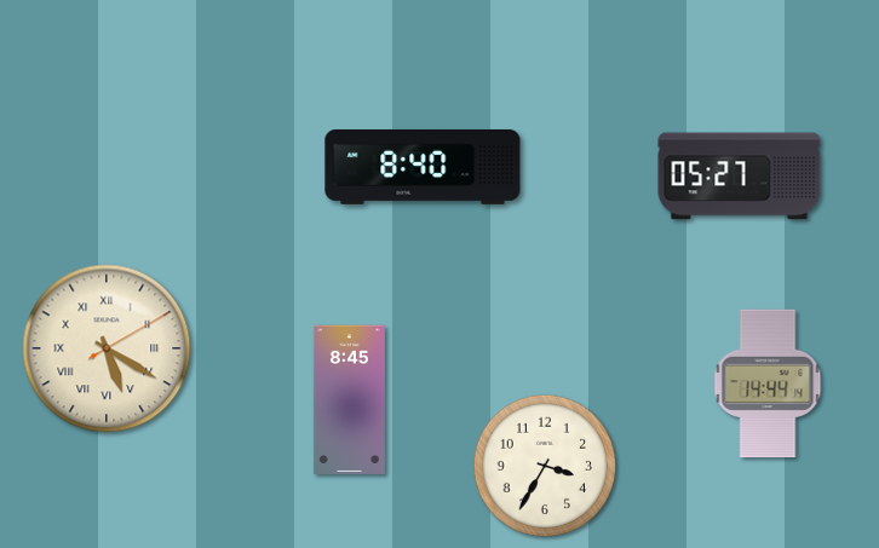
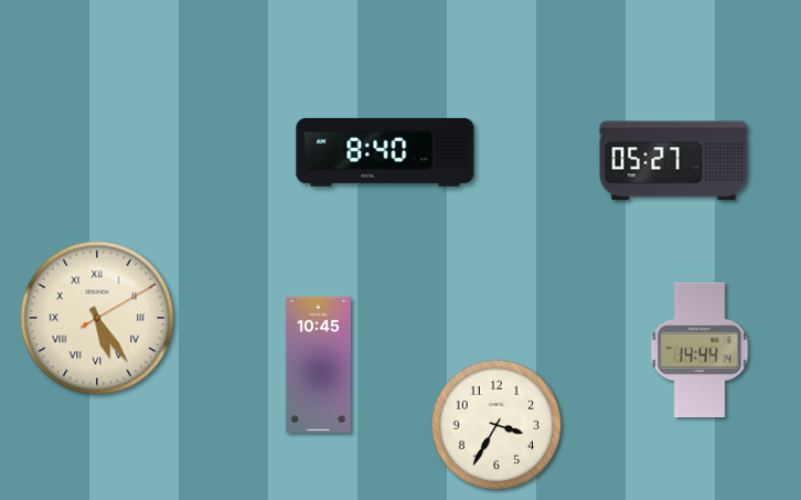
clock at (107, 348): 5:20 -> 5:24
clock at (349, 400): 8:45 -> 10:45
